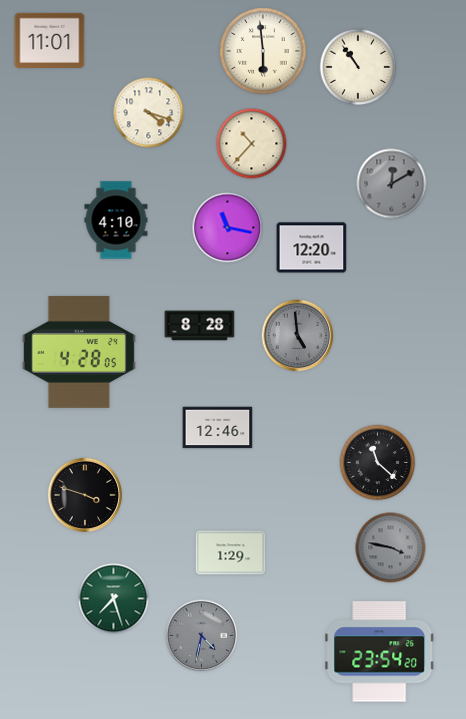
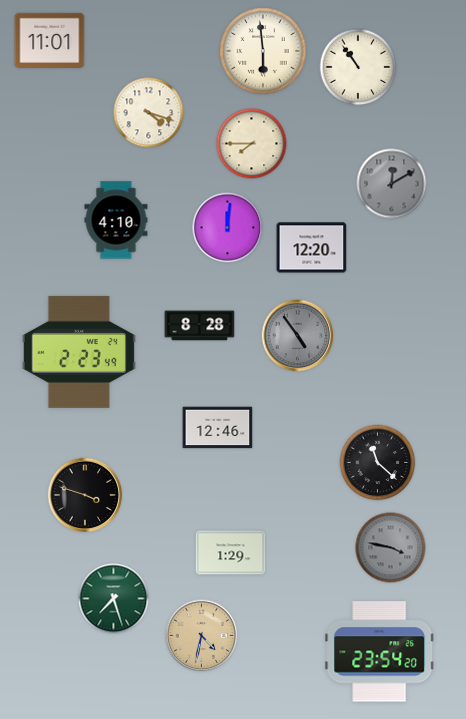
clock at (252, 144): 10:37 -> 7:45
clock at (228, 228): 11:17 -> 12:01
clock at (298, 336): 4:59 -> 4:54
clock at (79, 352): 4:28 -> 2:23
clock at (202, 636) dial: grey -> champagne
